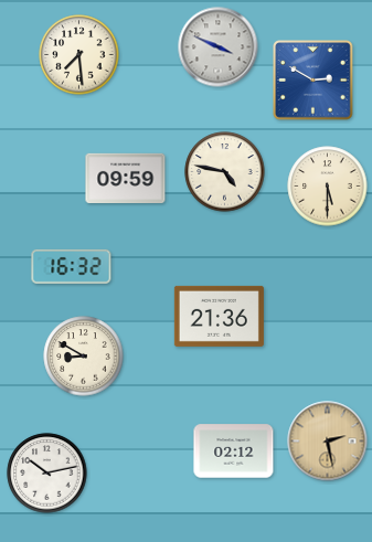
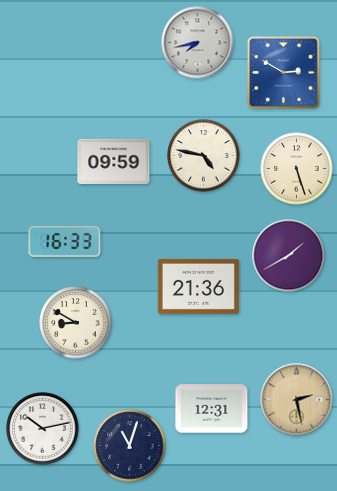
clock at (219, 47): 3:49 -> 7:43
clock at (79, 55): 7:29 -> none
clock at (328, 187): 5:30 -> 5:27
clock at (72, 266): 16:32 -> 16:33
clock at (289, 256): none -> 1:40
clock at (234, 451): 02:12 -> 12:31
clock at (130, 446): none -> 11:03
